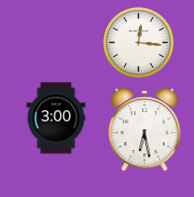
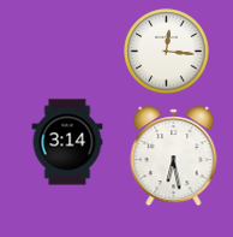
clock at (56, 118): 3:00 -> 3:14
